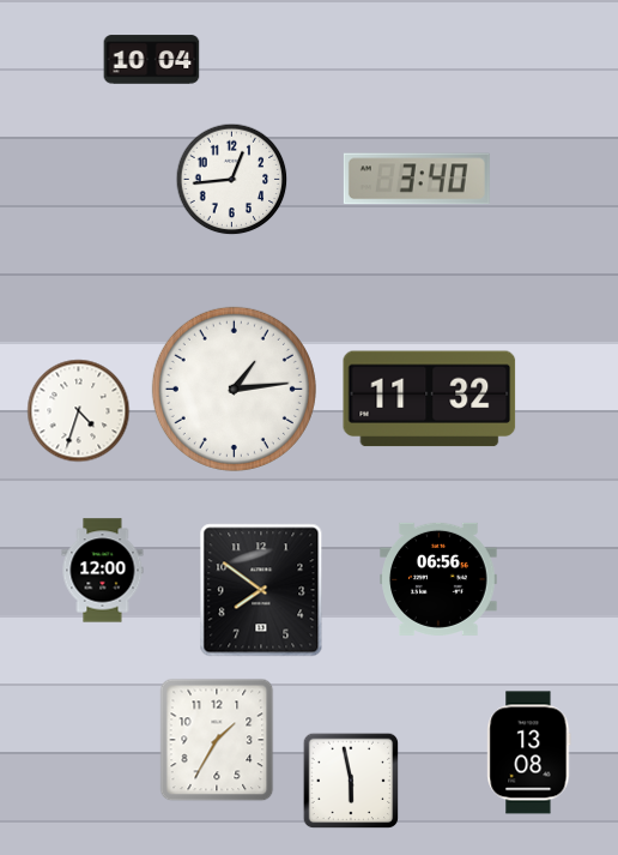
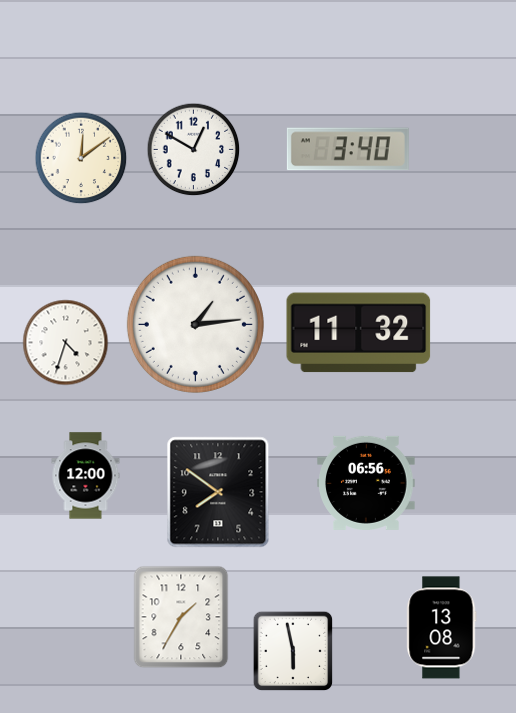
clock at (152, 60): 10:04 -> none
clock at (232, 180): 12:44 -> 12:50
clock at (81, 158): none -> 12:09
